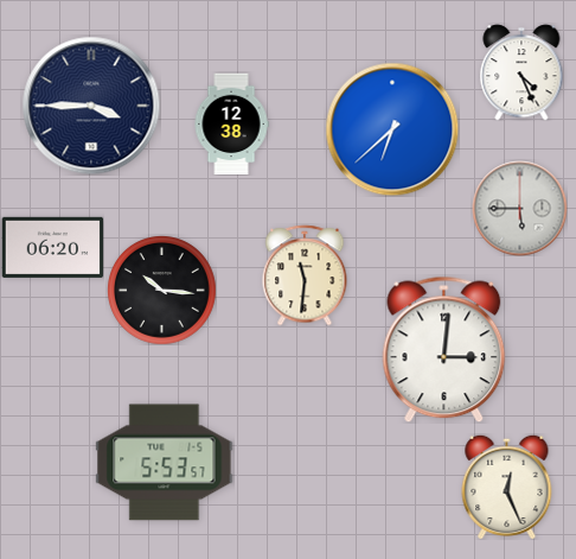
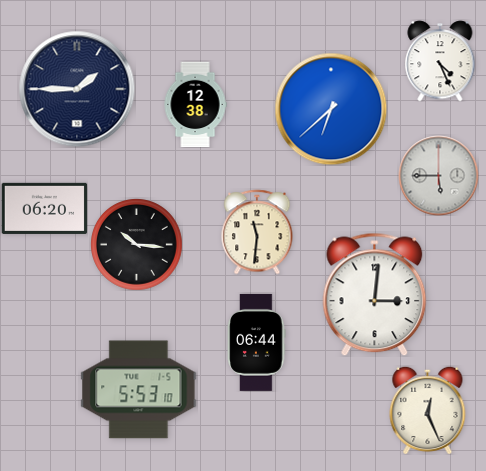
clock at (91, 106): 3:45 -> 1:45
clock at (257, 342): none -> 06:44
clock at (165, 463): 5:53:57 -> 5:53:10
